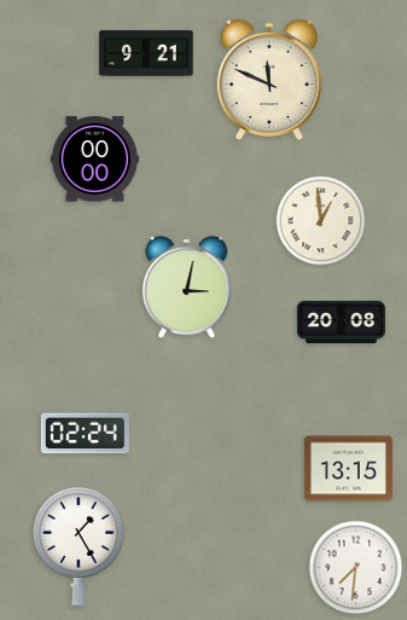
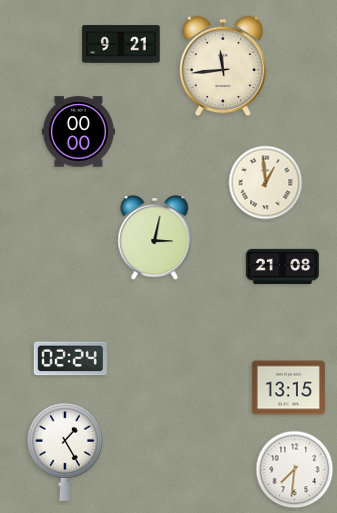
clock at (268, 80): 11:49 -> 11:44
clock at (341, 321): 20:08 -> 21:08
